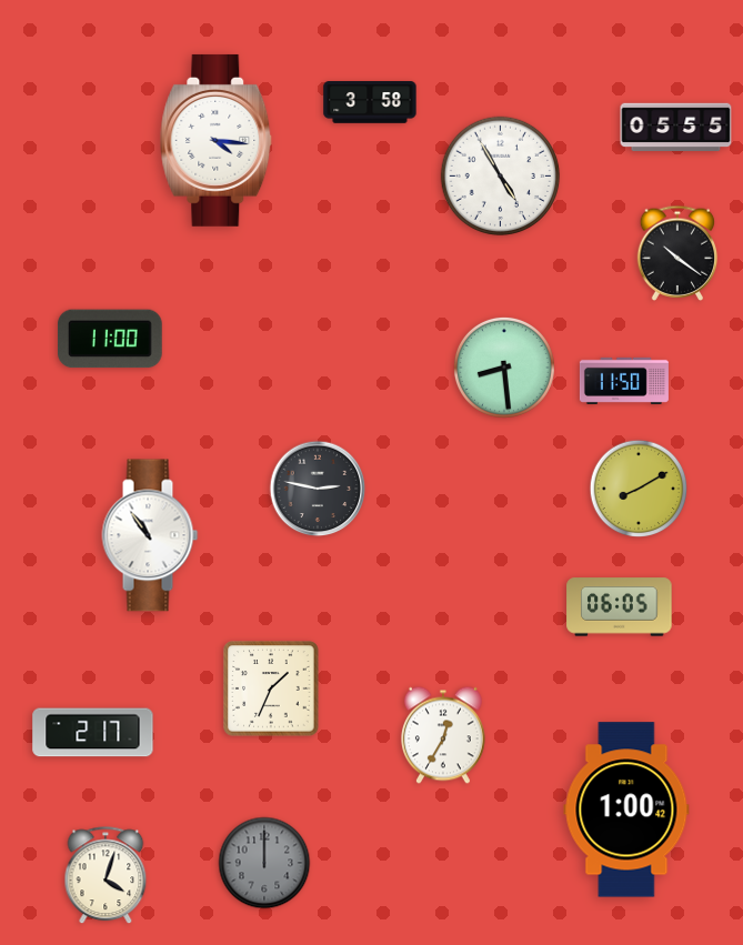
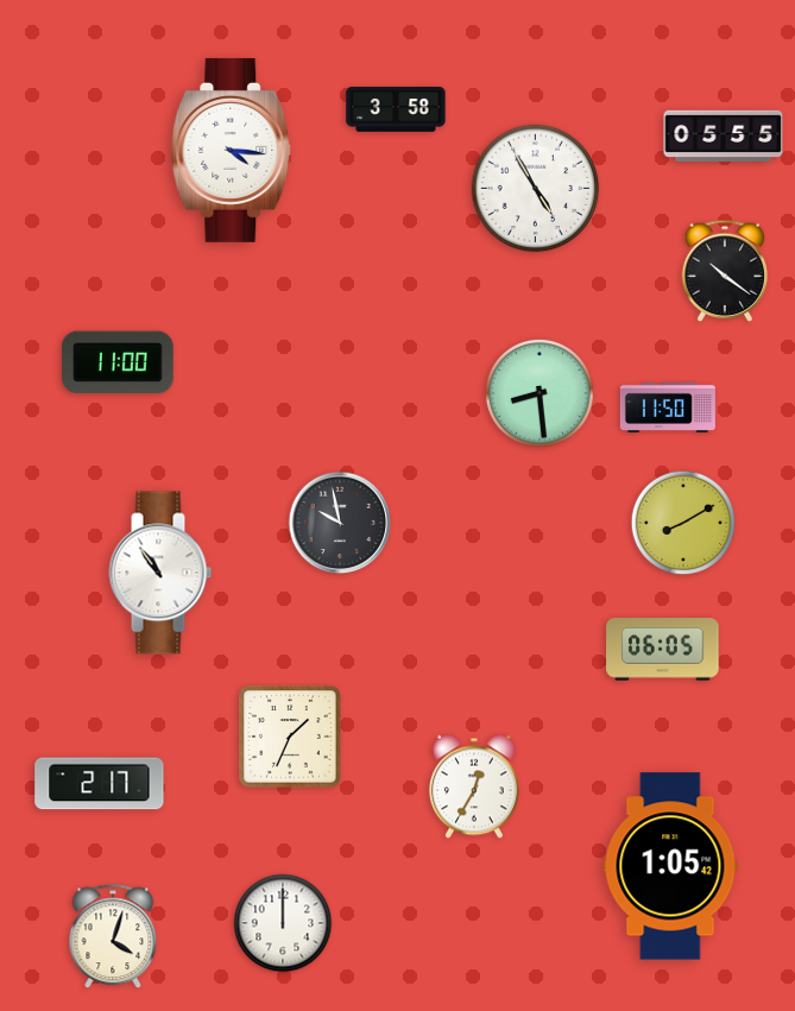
clock at (318, 489): 2:47 -> 9:58
clock at (626, 810): 1:00 -> 1:05
clock at (264, 863) dial: grey -> white
